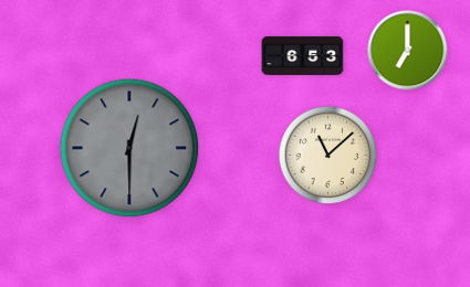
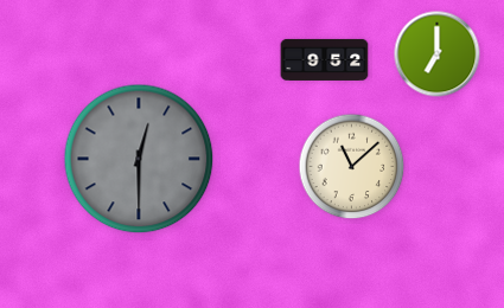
clock at (303, 55): 6:53 -> 9:52
